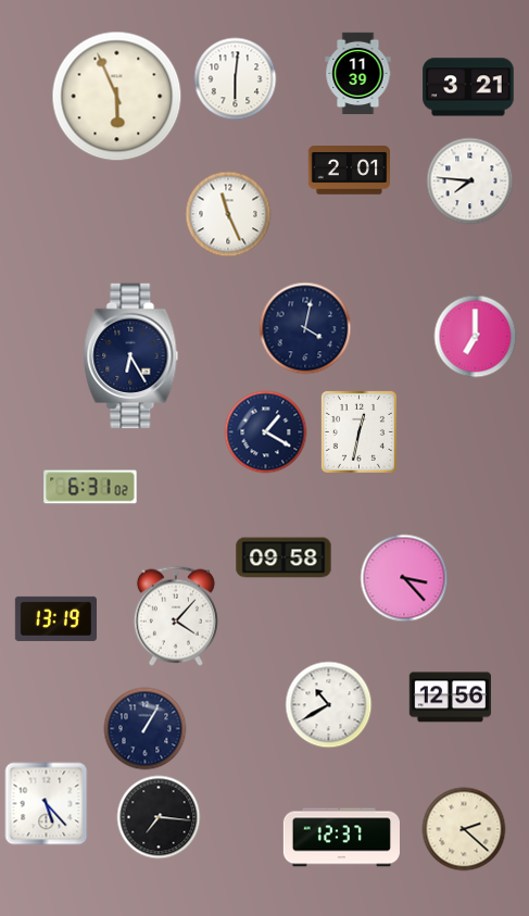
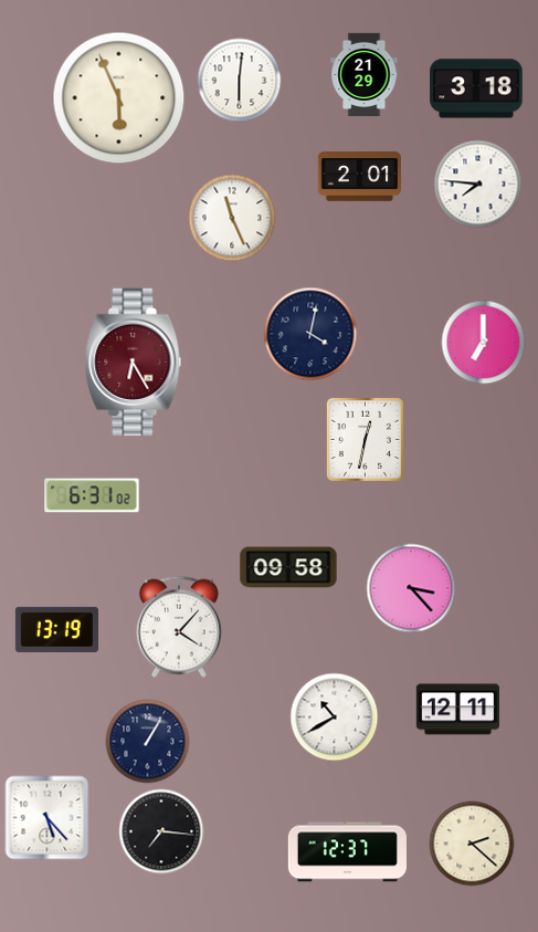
clock at (358, 74): 11:39 -> 21:29
clock at (468, 87): 3:21 -> 3:18
clock at (349, 171) position: (349, 171) -> (359, 177)
clock at (131, 356) dial: navy -> burgundy
clock at (266, 432): 1:20 -> none
clock at (450, 698): 12:56 -> 12:11
